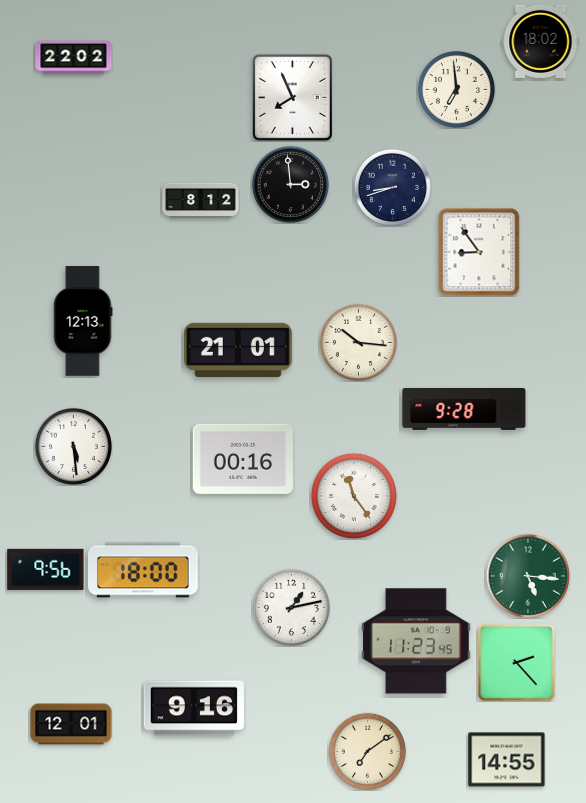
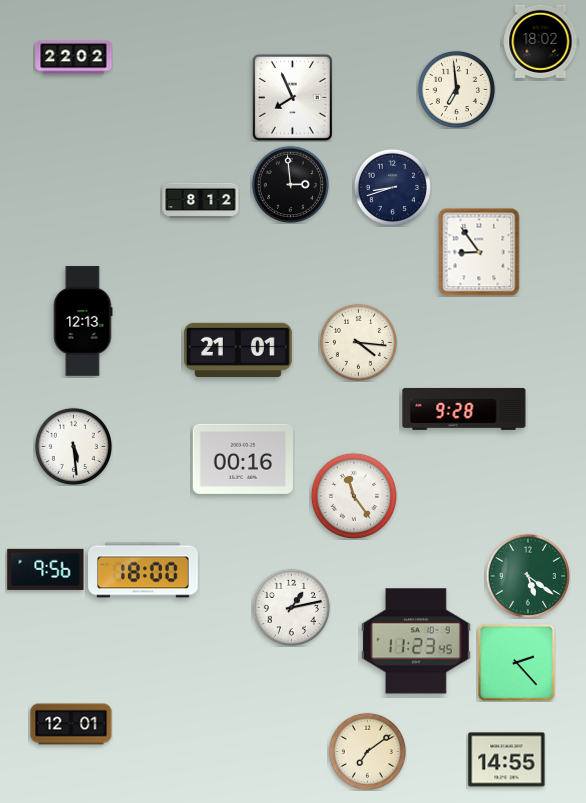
clock at (358, 342): 10:16 -> 4:16
clock at (527, 575): 5:16 -> 5:21
clock at (194, 708): 9:16 -> none
